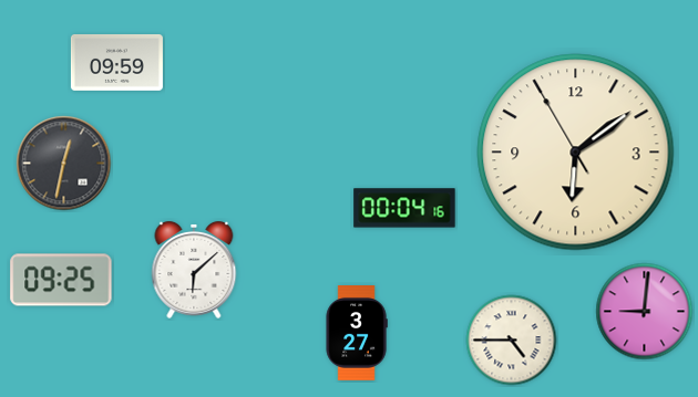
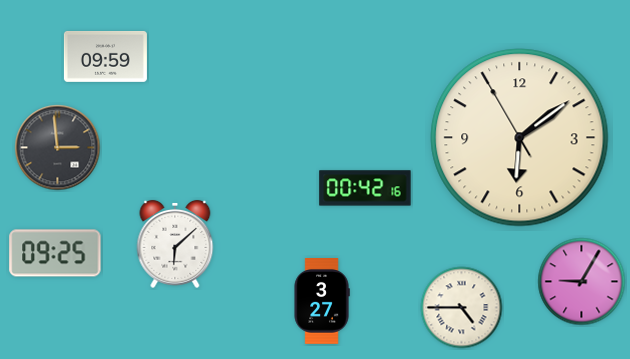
clock at (64, 164): 12:32 -> 2:59
clock at (404, 208): 00:04 -> 00:42
clock at (645, 312): 9:01 -> 9:05
